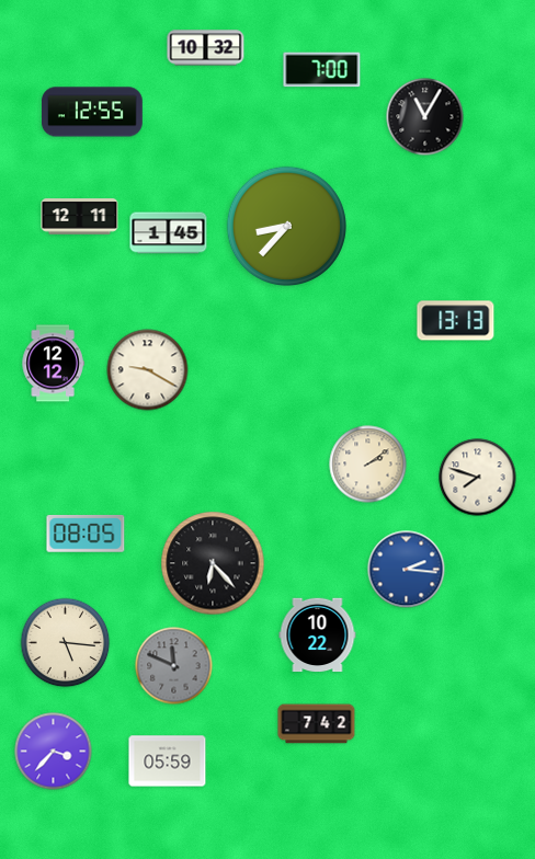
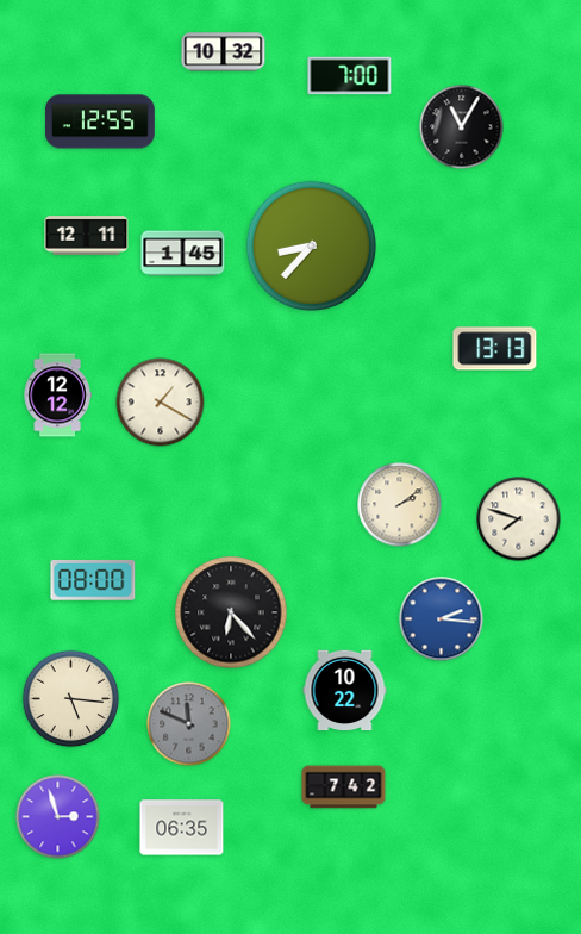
clock at (148, 370): 9:20 -> 1:20
clock at (86, 534): 08:05 -> 08:00
clock at (54, 752): 3:37 -> 2:57
clock at (168, 761): 05:59 -> 06:35
